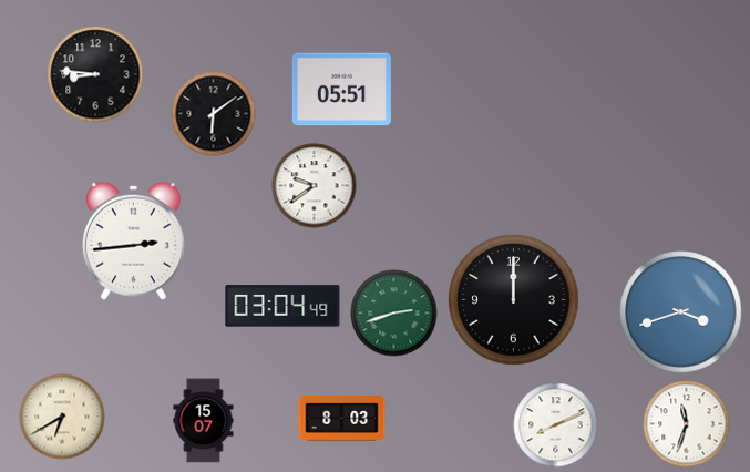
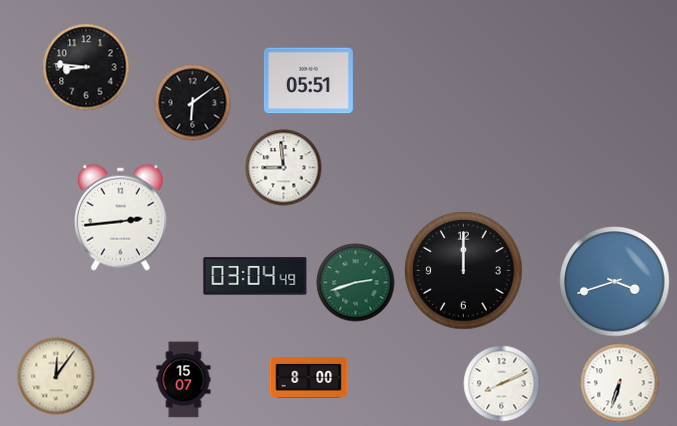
clock at (315, 186): 9:39 -> 8:59
clock at (62, 417): 6:40 -> 12:06
clock at (342, 419): 8:03 -> 8:00
clock at (687, 424): 11:33 -> 6:33
